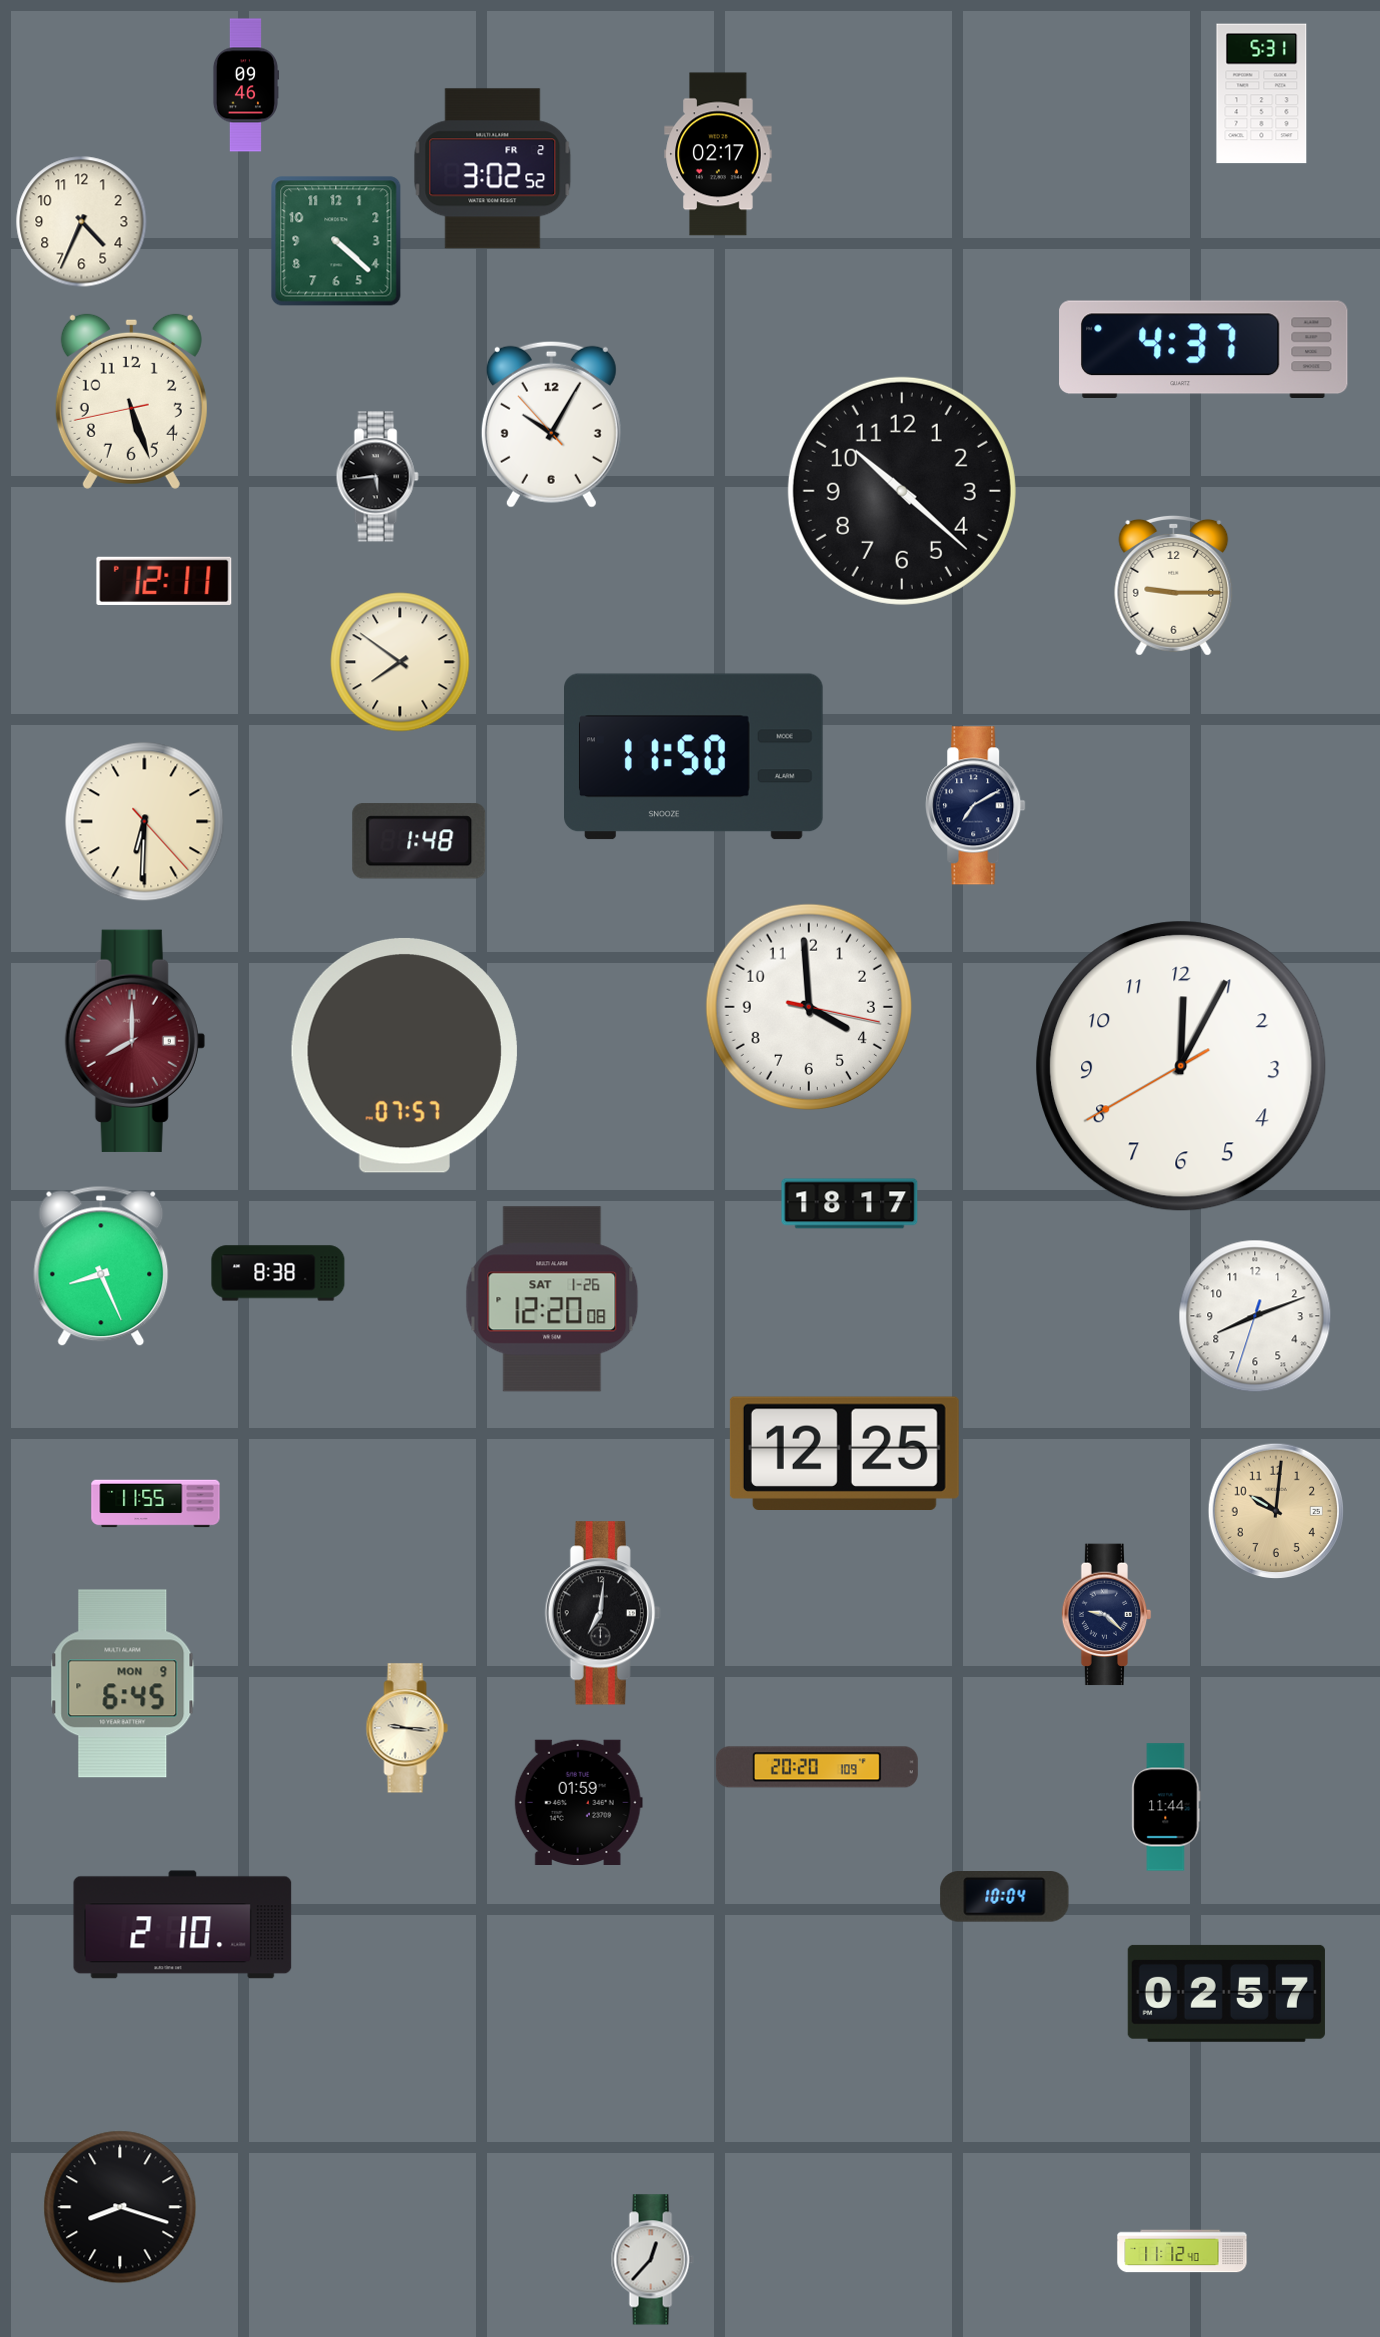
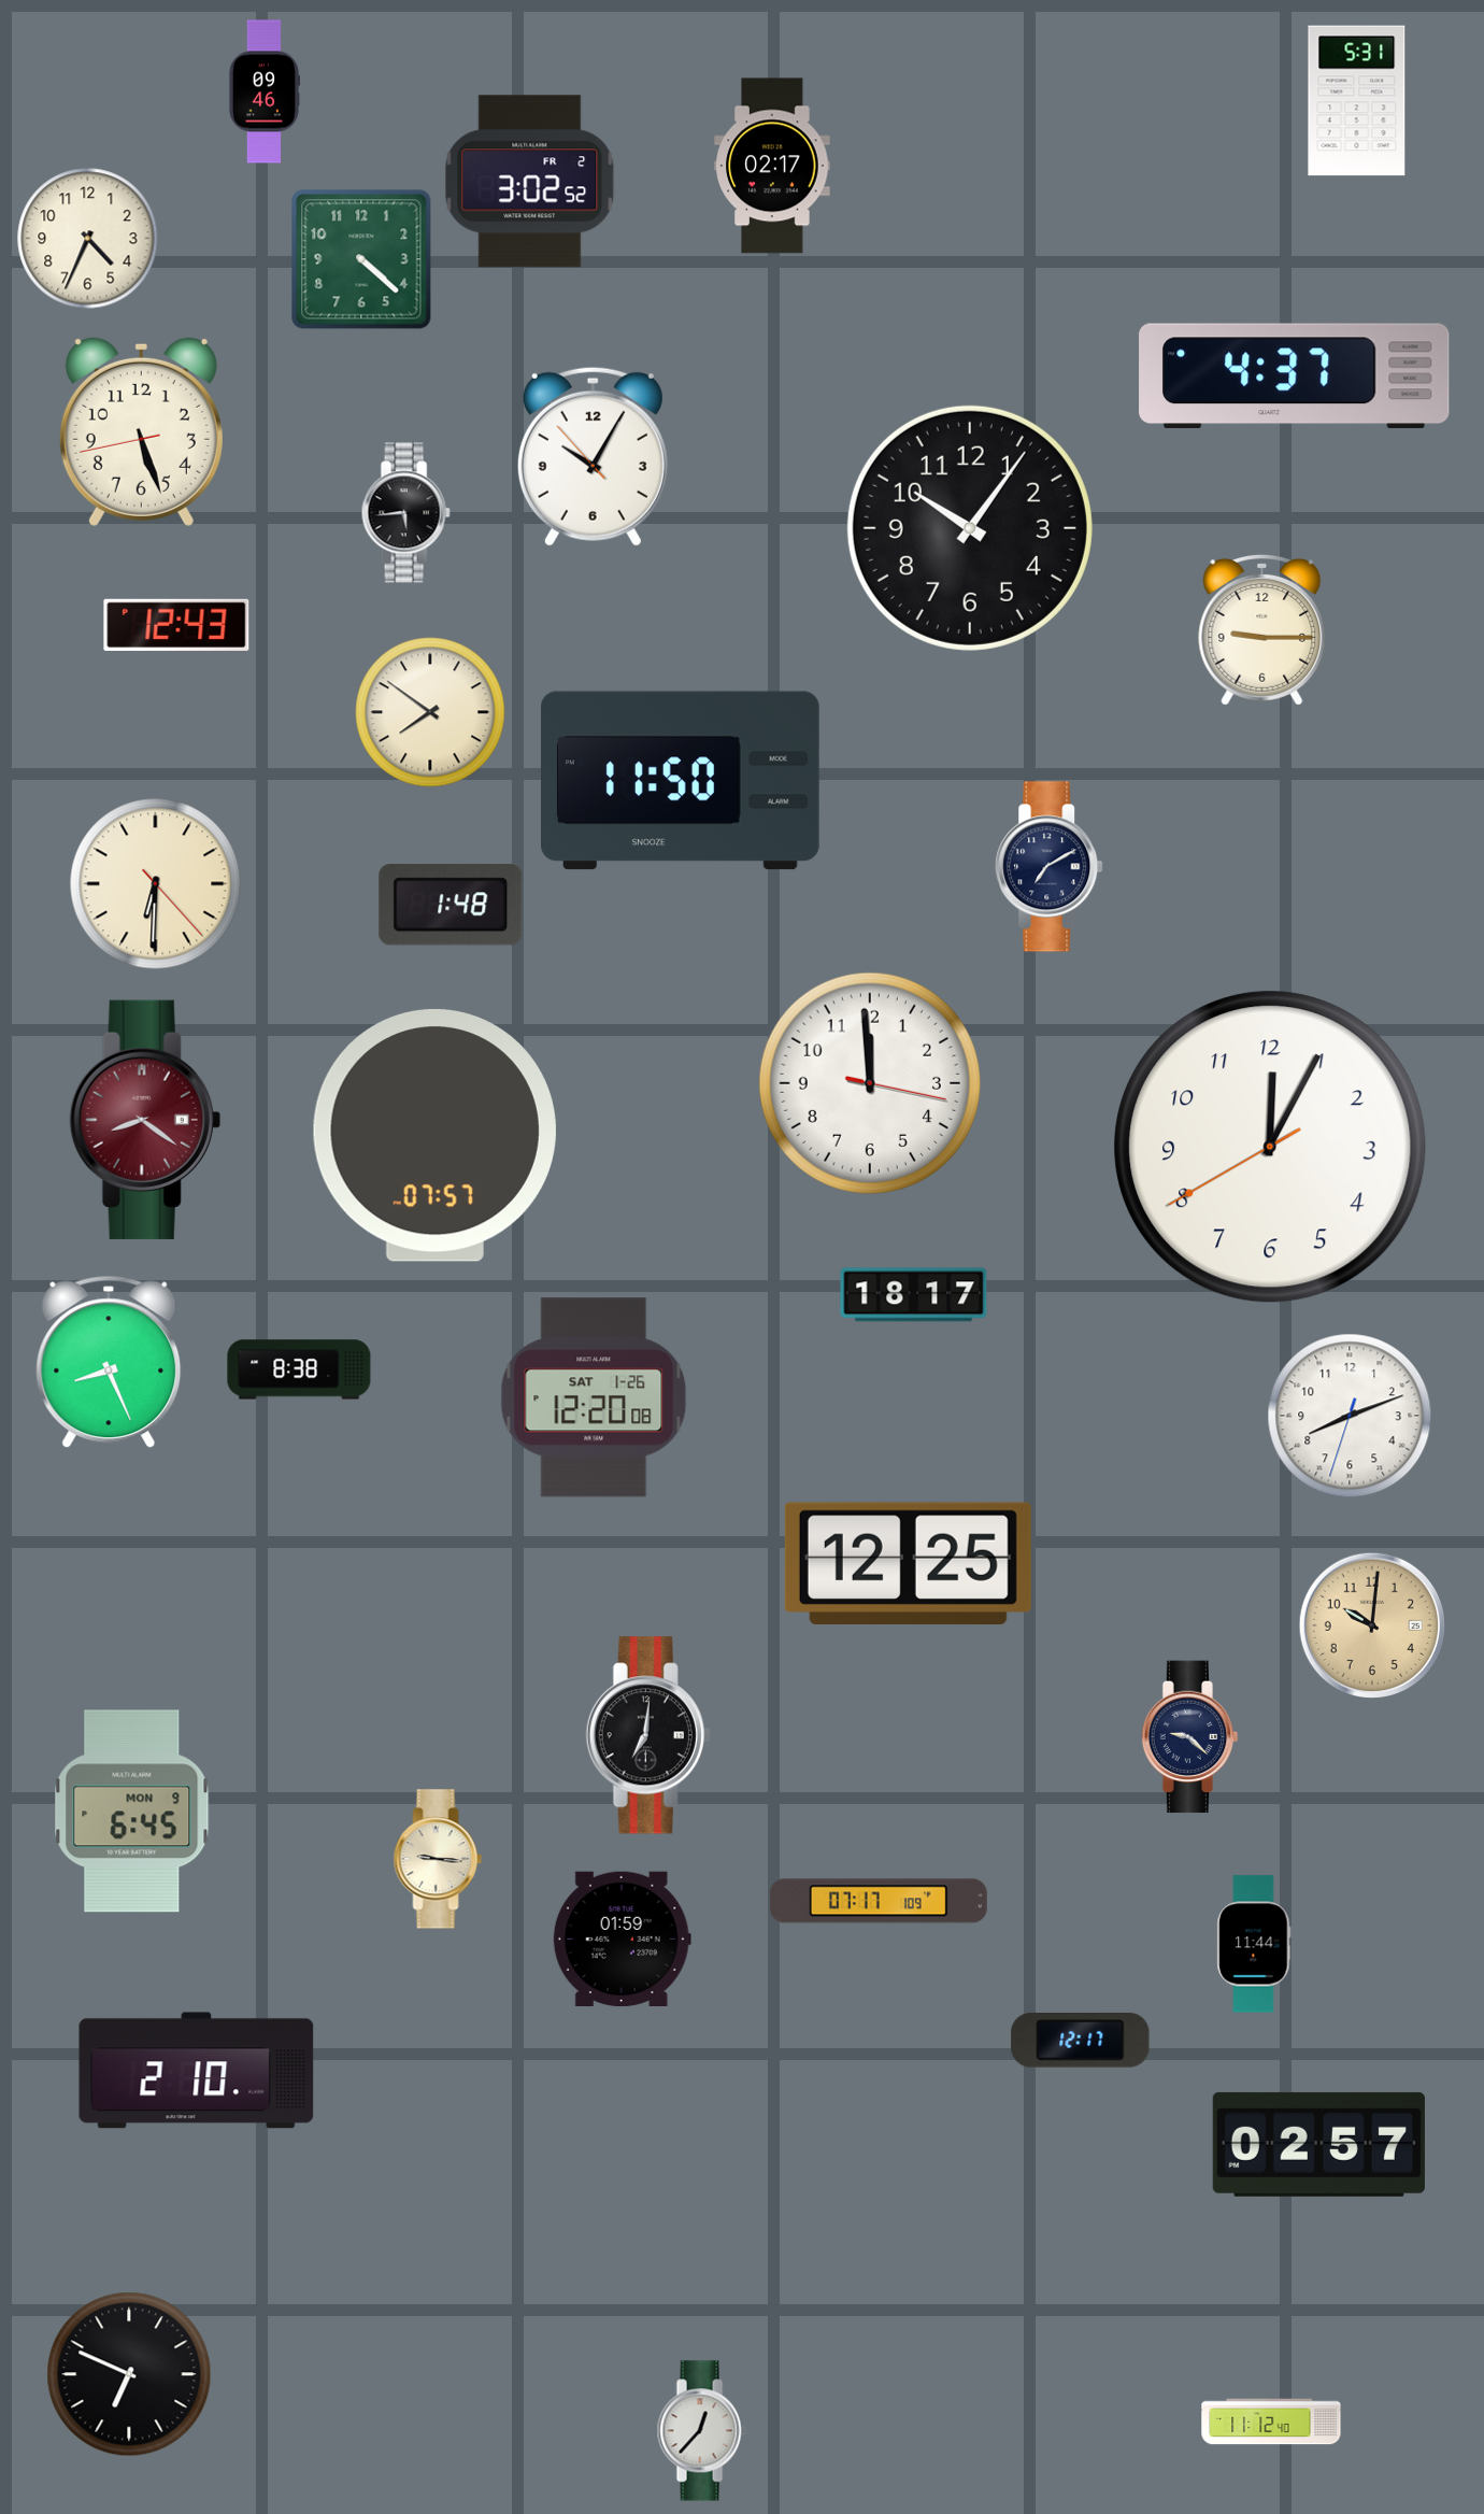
clock at (902, 491): 10:22 -> 10:06
clock at (164, 581): 12:11 -> 12:43
clock at (694, 757) position: (694, 757) -> (681, 781)
clock at (809, 1007): 3:59 -> 11:59
clock at (135, 1041): 8:00 -> 8:21
clock at (156, 1504): 11:55 -> none
clock at (817, 1767): 20:20 -> 07:17
clock at (1005, 1897): 10:04 -> 12:17
clock at (120, 2207): 8:18 -> 6:49
